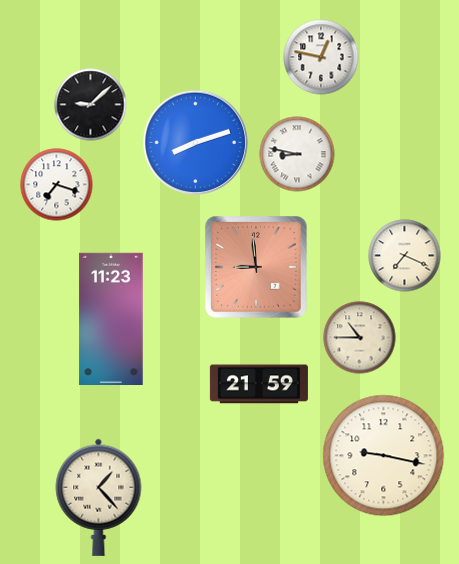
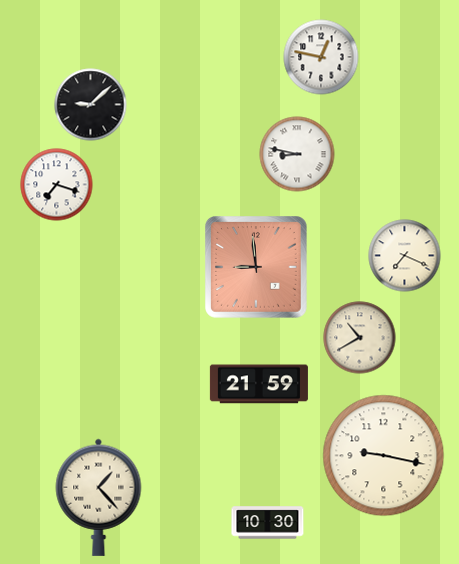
clock at (195, 142): 8:12 -> none
clock at (111, 318): 11:23 -> none
clock at (360, 338): 10:45 -> 10:40
clock at (268, 523): none -> 10:30
